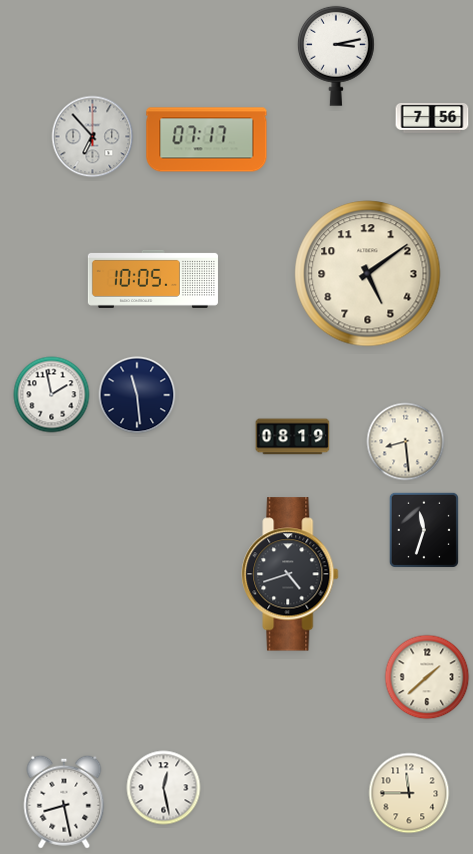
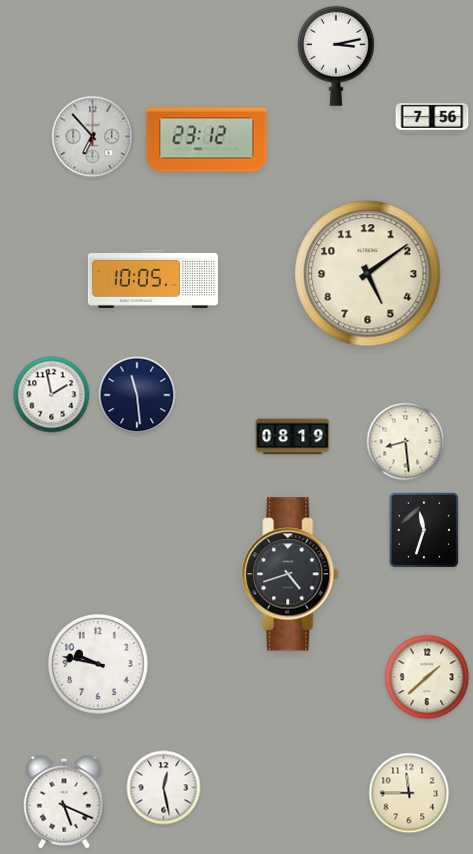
clock at (207, 140): 07:17 -> 23:12
clock at (99, 665): none -> 9:47
clock at (64, 802): 8:28 -> 5:19
